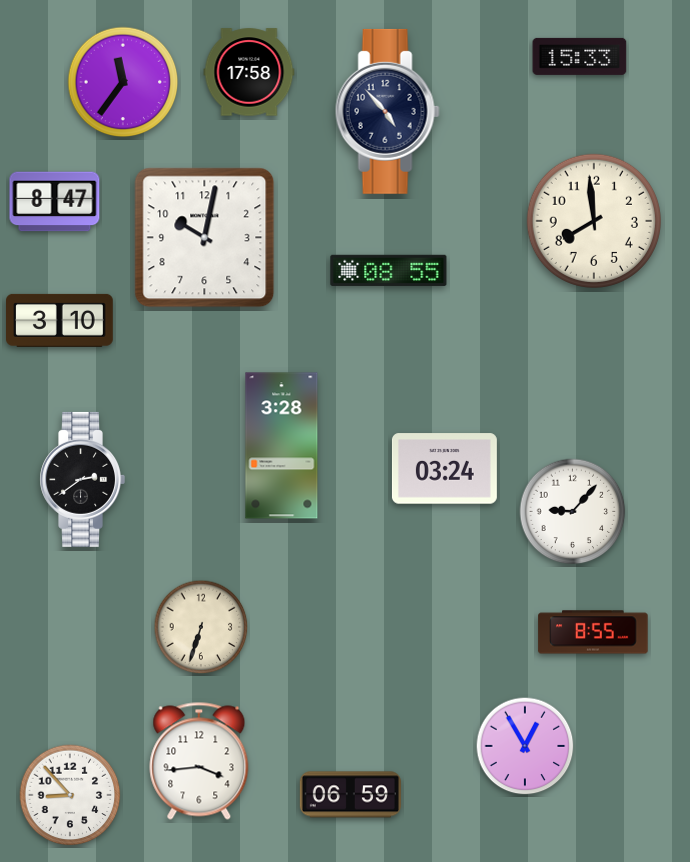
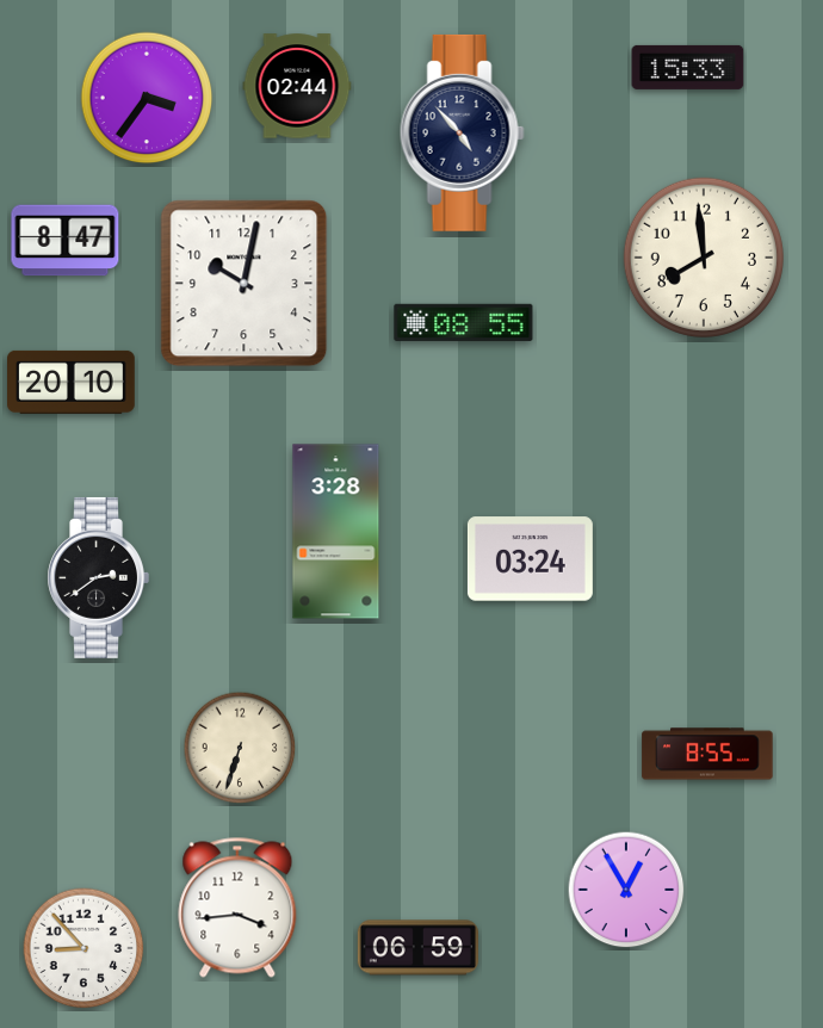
clock at (580, 56) position: (580, 56) -> (688, 67)
clock at (249, 72): 17:58 -> 02:44
clock at (123, 82): 11:36 -> 3:36
clock at (593, 220) position: (593, 220) -> (703, 256)
clock at (60, 320): 3:10 -> 20:10
clock at (82, 479) position: (82, 479) -> (98, 577)
clock at (573, 512): 9:07 -> none
